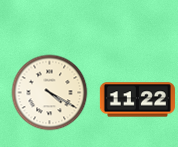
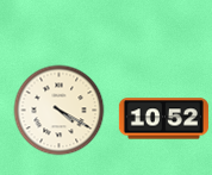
clock at (137, 100): 11:22 -> 10:52
